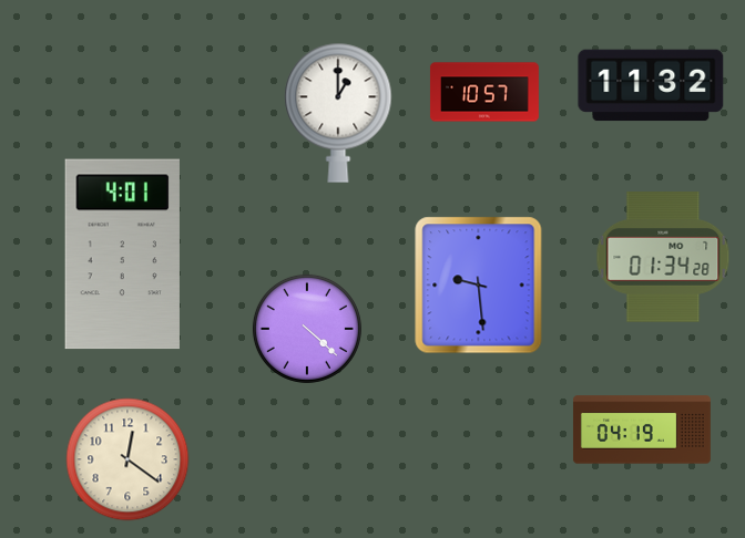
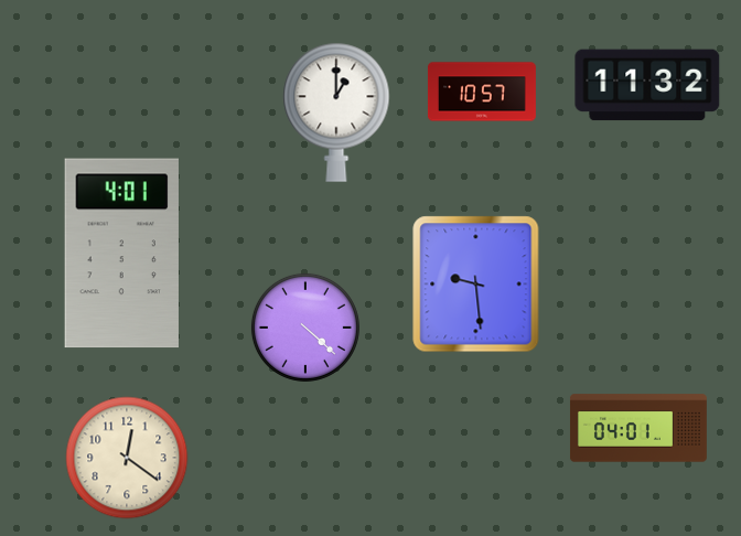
clock at (663, 257): 01:34 -> none
clock at (642, 430): 04:19 -> 04:01
